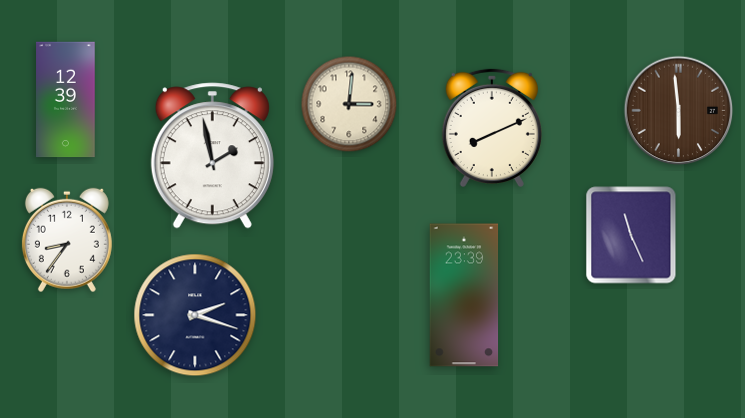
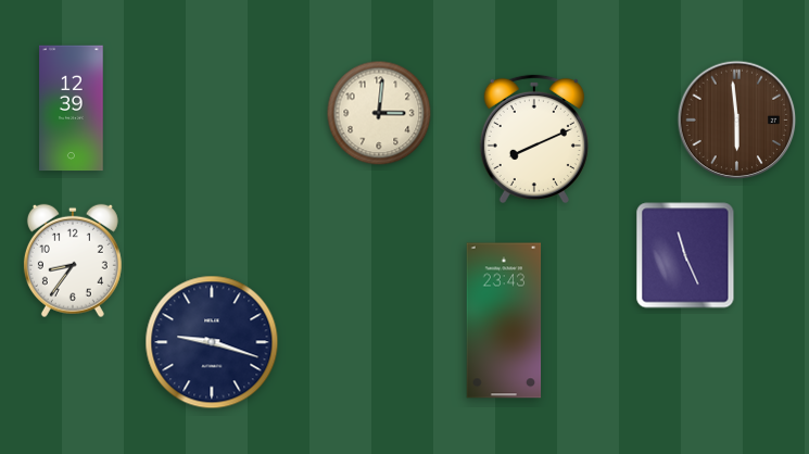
clock at (212, 156): 1:58 -> none
clock at (464, 295): 23:39 -> 23:43
clock at (195, 315): 2:18 -> 9:18
